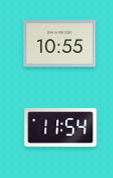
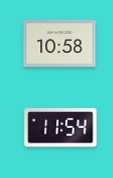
clock at (60, 44): 10:55 -> 10:58
